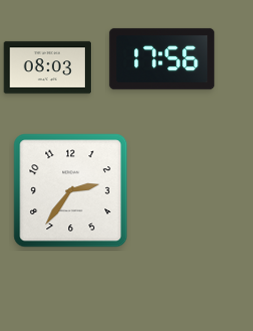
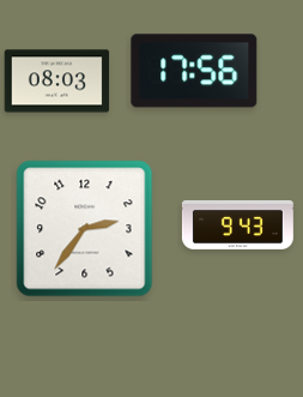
clock at (237, 224): none -> 9:43
